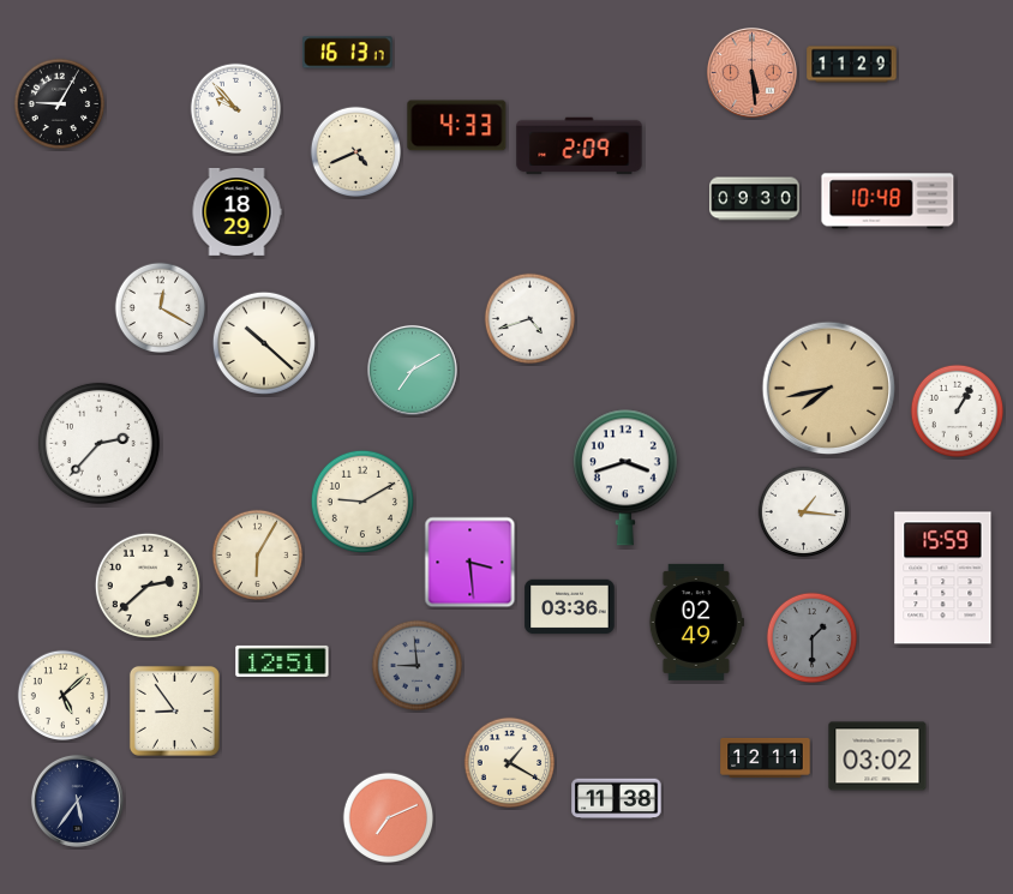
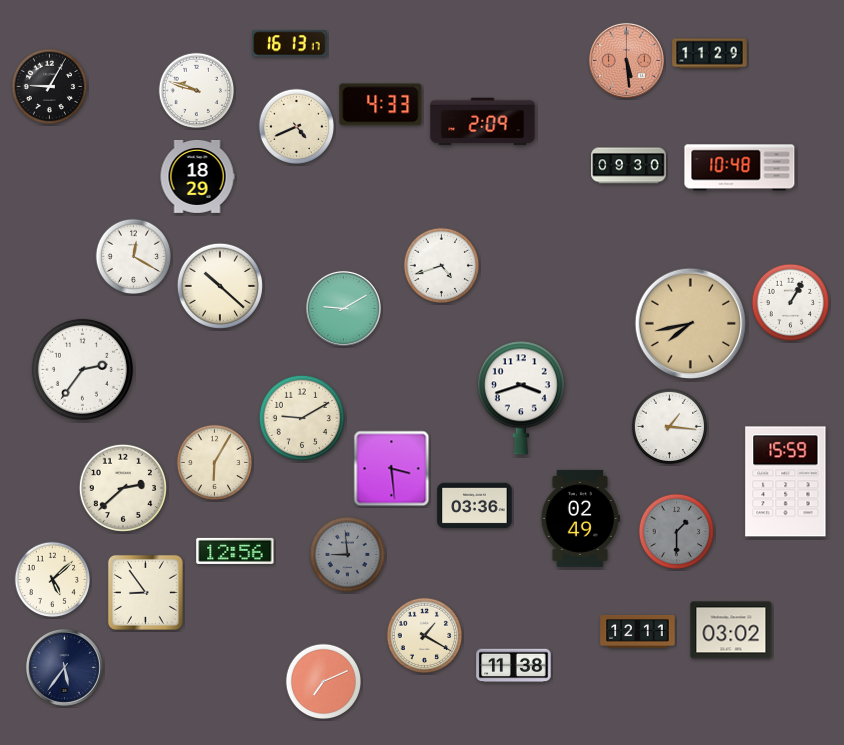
clock at (236, 109): 9:53 -> 9:48
clock at (412, 370): 7:10 -> 9:10
clock at (958, 412) position: (958, 412) -> (791, 303)
clock at (98, 443): 2:37 -> 2:36
clock at (282, 661): 12:51 -> 12:56
